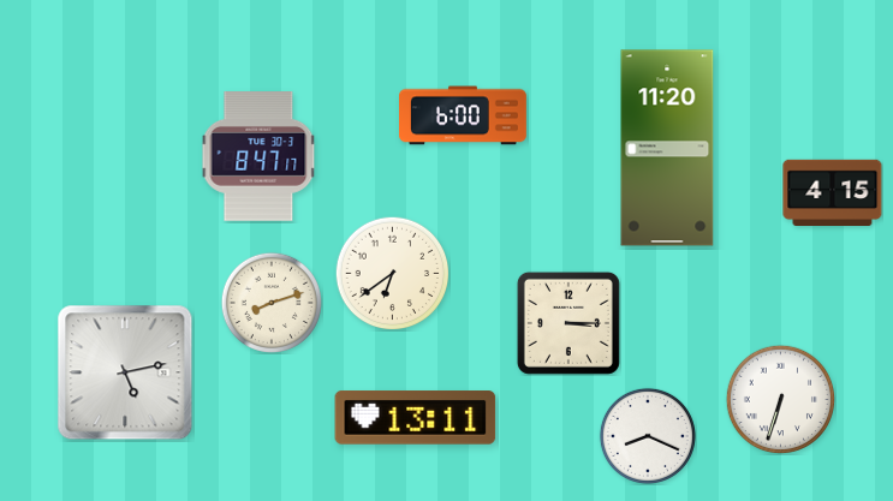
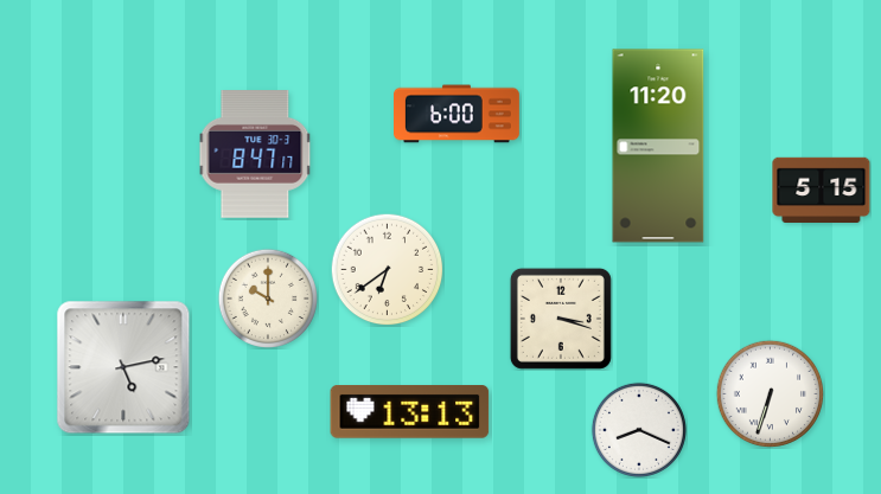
clock at (833, 193): 4:15 -> 5:15
clock at (272, 303): 8:12 -> 10:00
clock at (568, 323): 3:15 -> 3:18
clock at (416, 418): 13:11 -> 13:13
